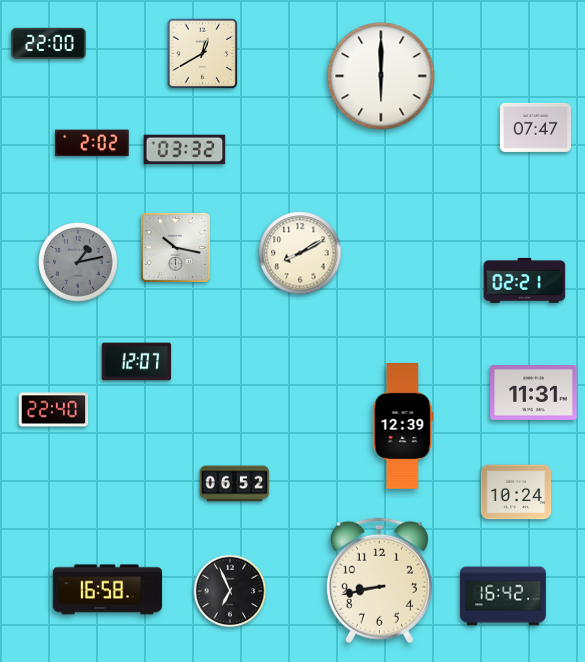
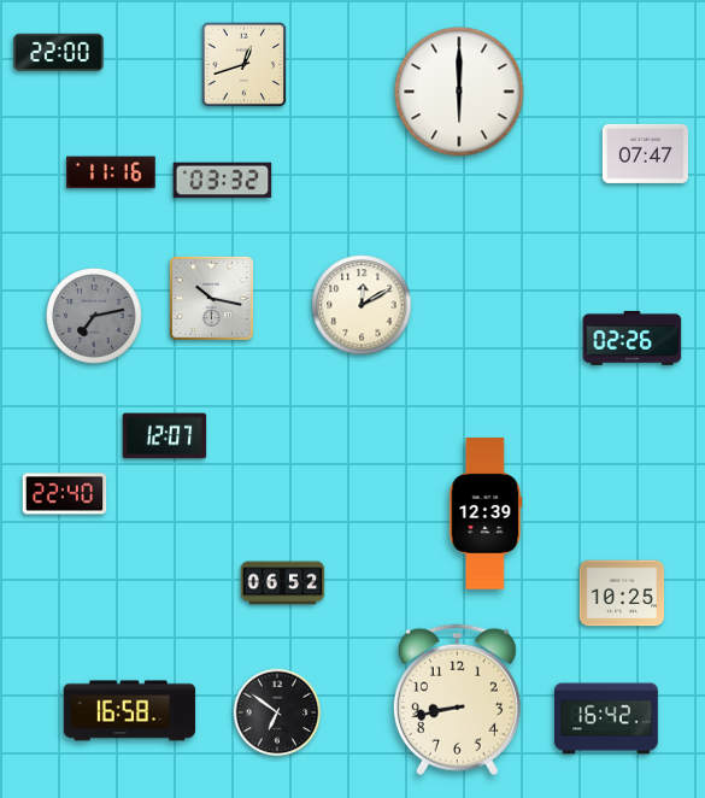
clock at (203, 54): 12:40 -> 12:42
clock at (92, 143): 2:02 -> 11:16
clock at (300, 253): 8:10 -> 12:10
clock at (79, 263): 1:13 -> 7:13
clock at (525, 280): 02:21 -> 02:26
clock at (534, 393): 11:31 -> none
clock at (516, 492): 10:24 -> 10:25
clock at (230, 591): 6:56 -> 6:51
